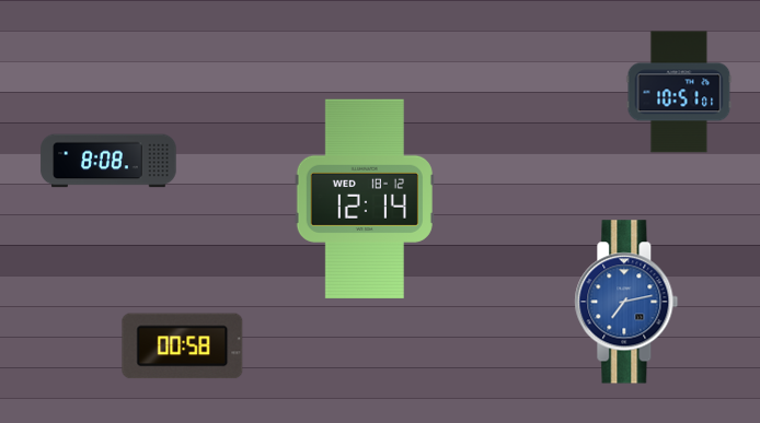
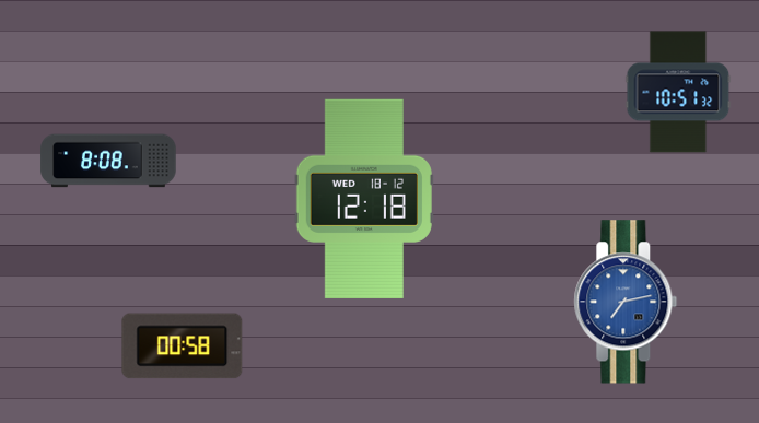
clock at (679, 92): 10:51:01 -> 10:51:32
clock at (365, 199): 12:14 -> 12:18
